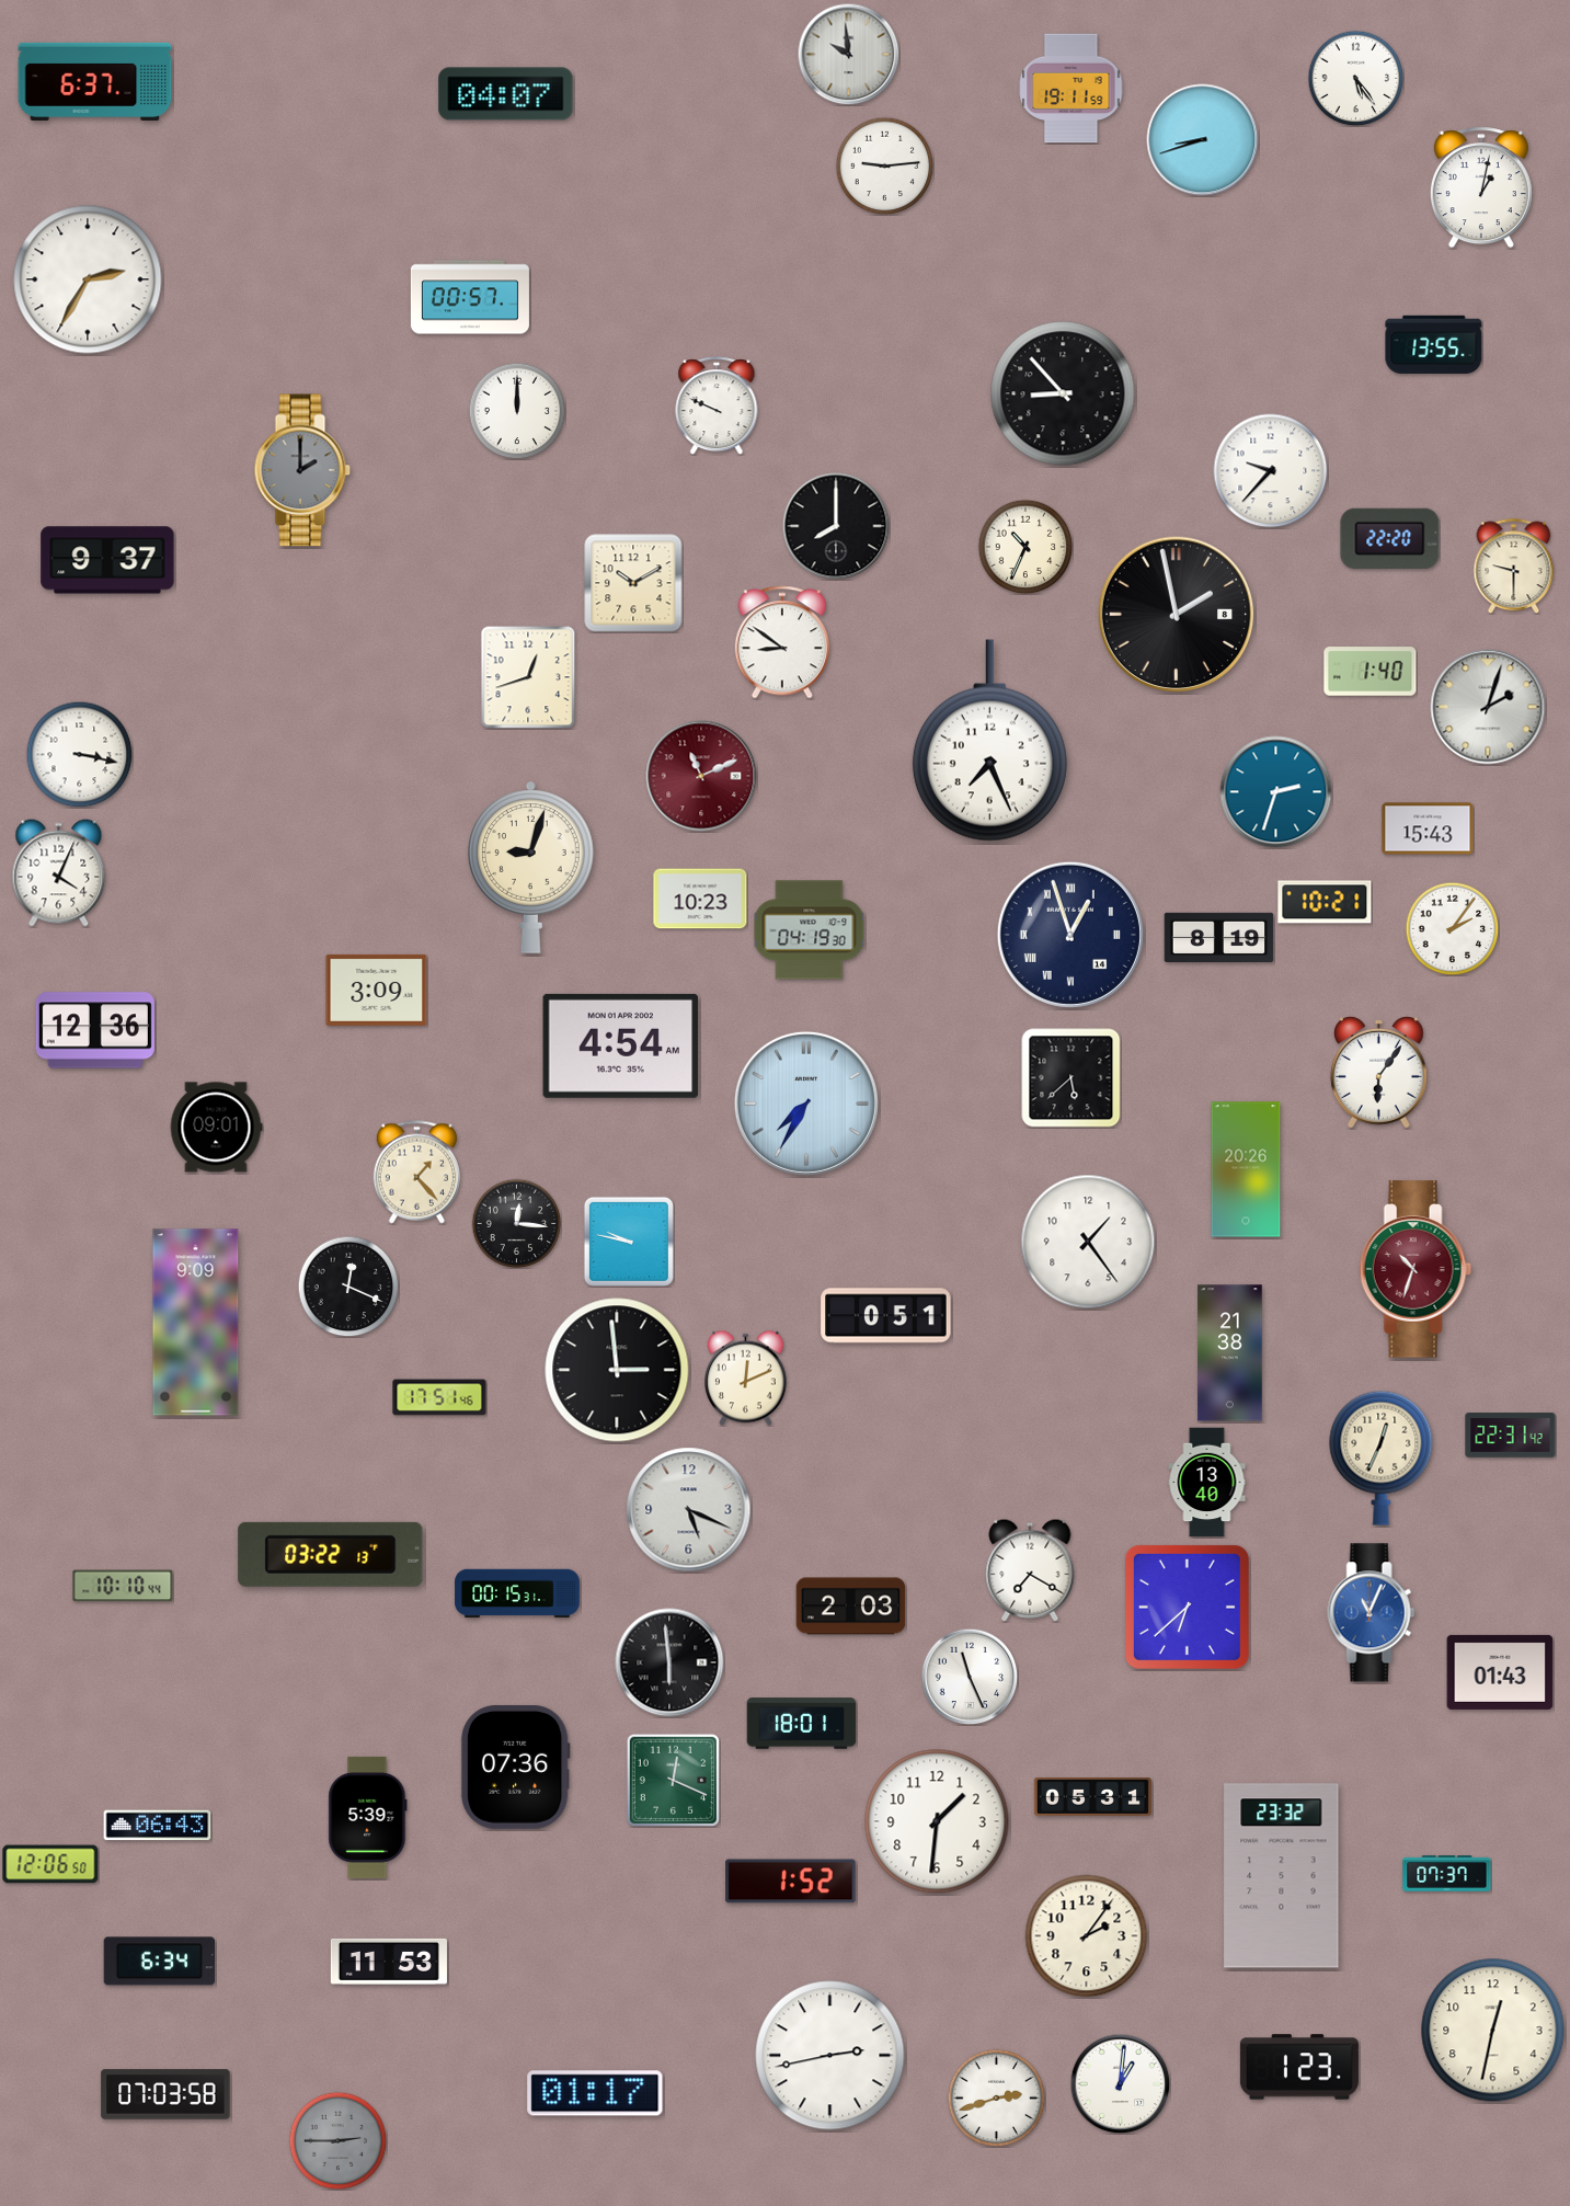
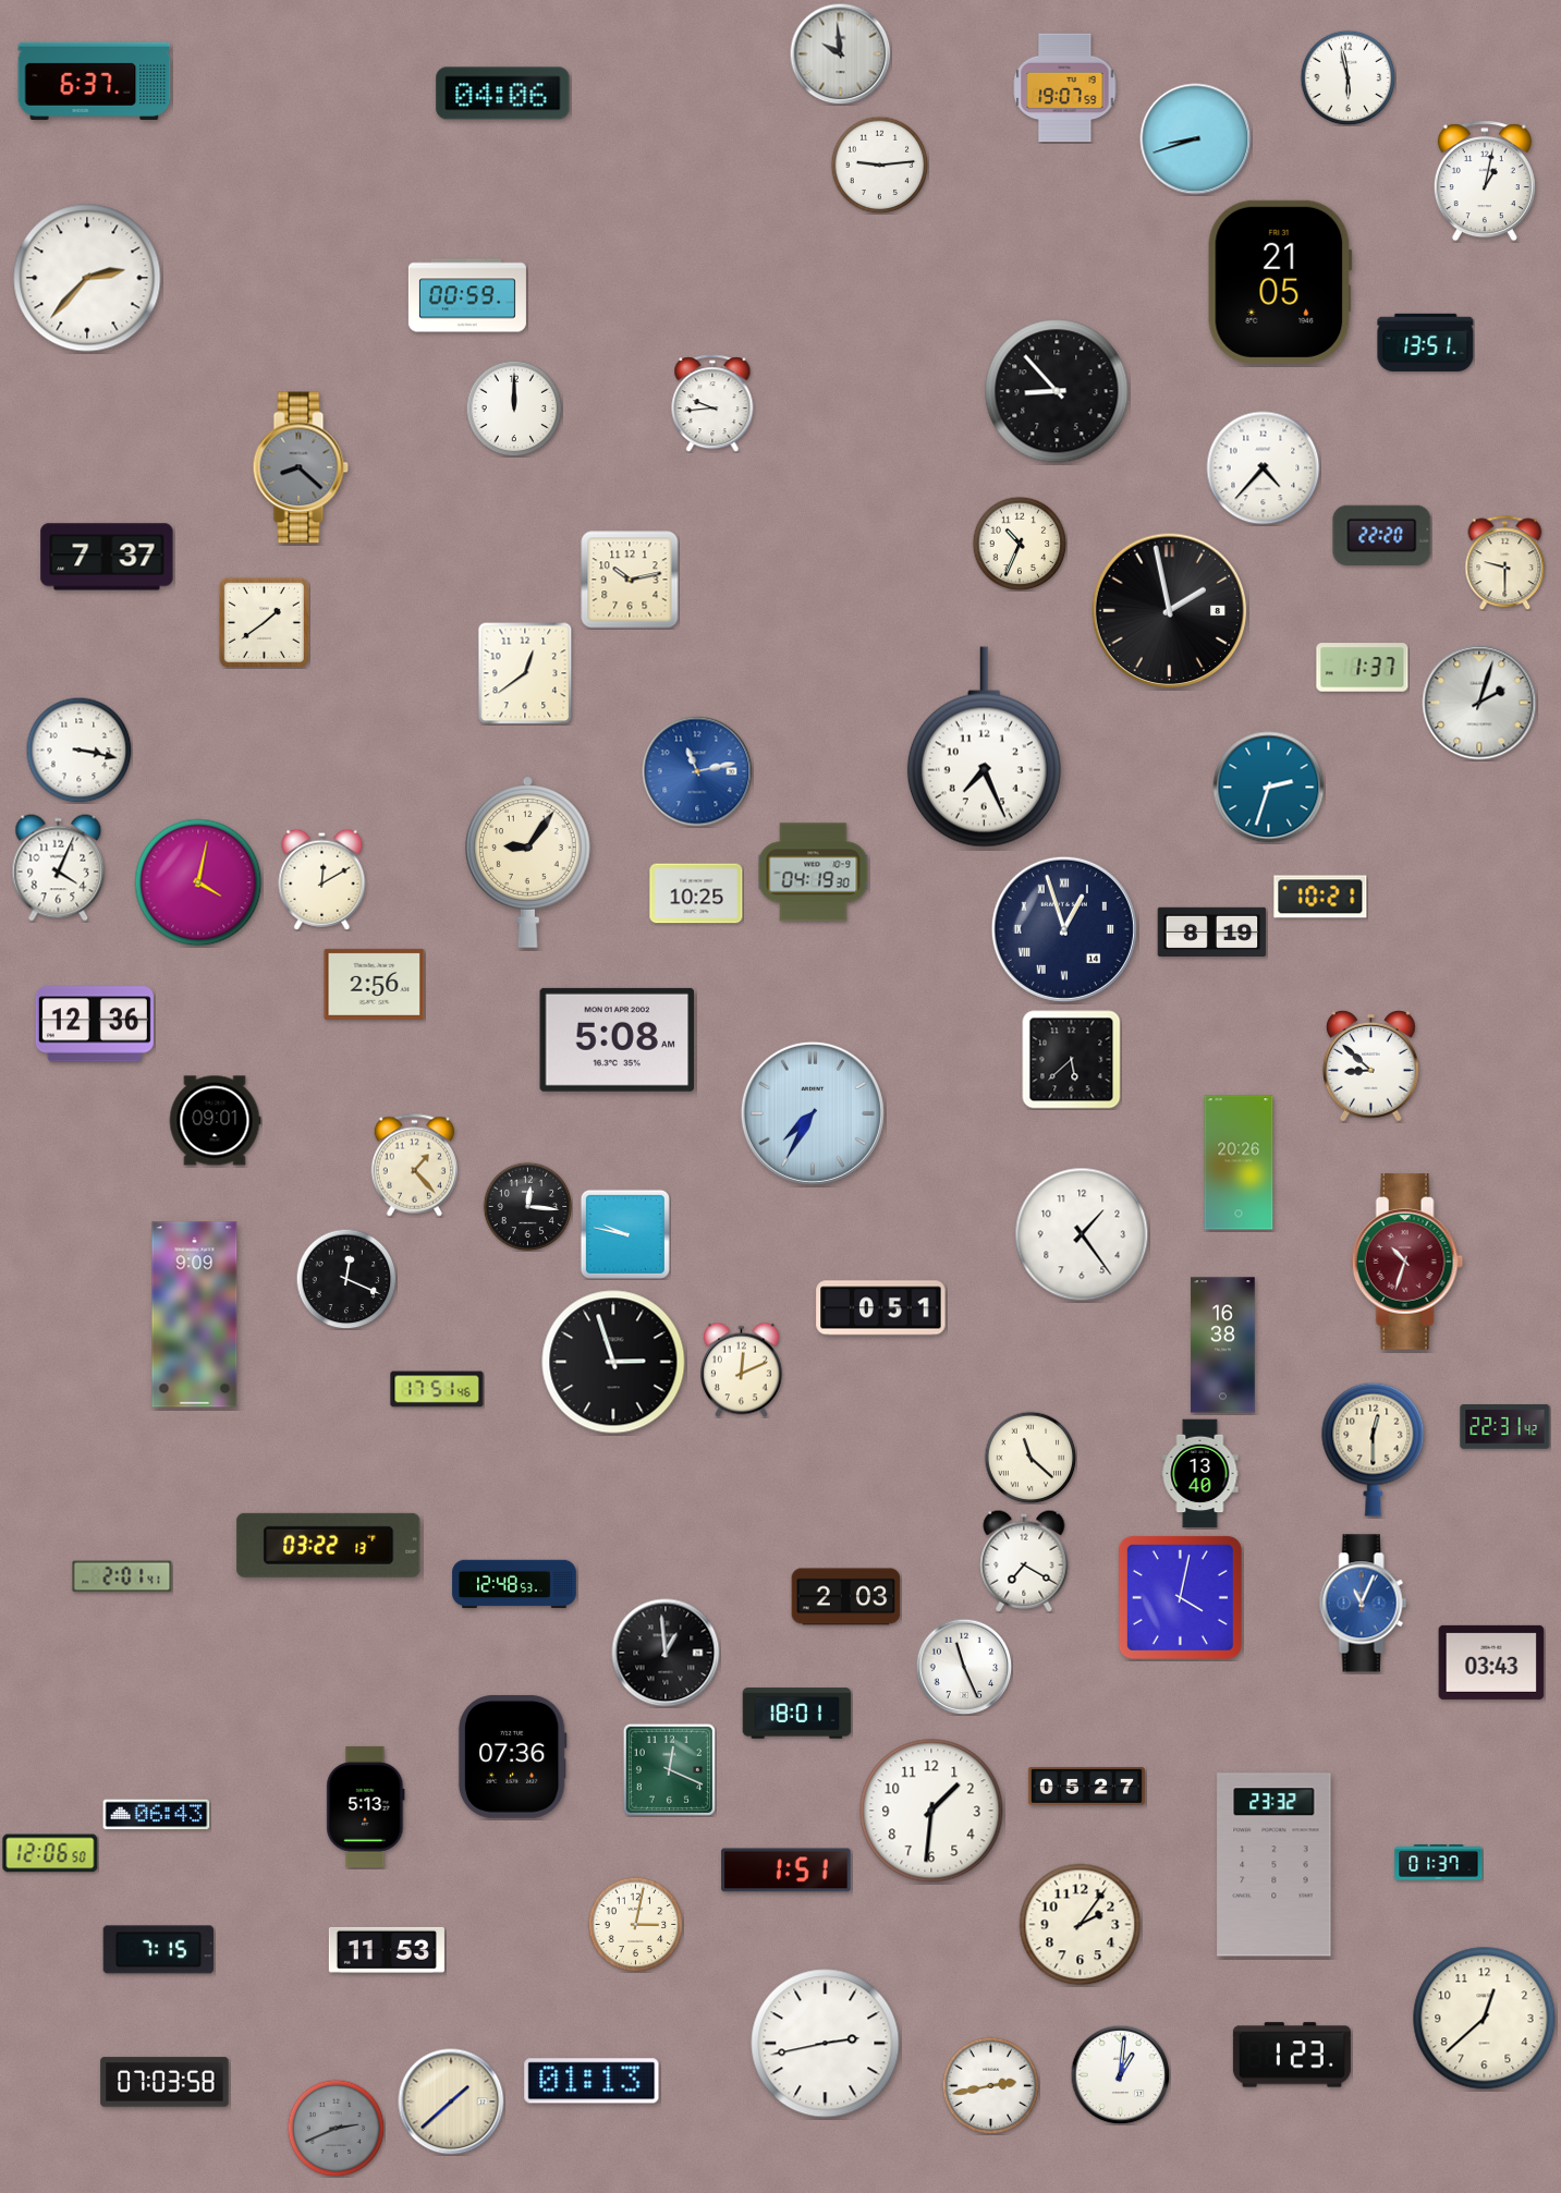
clock at (848, 54) position: (848, 54) -> (840, 53)
clock at (1355, 78): 5:24 -> 5:58
clock at (1072, 89): 19:11 -> 19:07
clock at (506, 94): 04:07 -> 04:06
clock at (1481, 187) position: (1481, 187) -> (1485, 181)
clock at (88, 279): 2:35 -> 2:37
clock at (1280, 282): none -> 21:05
clock at (470, 297): 00:57 -> 00:59
clock at (1434, 344): 13:55 -> 13:51
clock at (717, 405): 9:49 -> 9:44
clock at (302, 470): 2:00 -> 8:22
clock at (1271, 471): 9:37 -> 4:37
clock at (836, 526): 8:00 -> none
clock at (107, 560): 9:37 -> 7:37
clock at (633, 583): 10:10 -> 10:13
clock at (264, 622): none -> 1:39
clock at (782, 642): 8:51 -> none
clock at (1371, 672): 1:40 -> 1:37
clock at (528, 677): 12:42 -> 12:39
clock at (989, 741) position: (989, 741) -> (984, 747)
clock at (701, 776): 11:11 -> 11:13
clock at (701, 776) dial: burgundy -> blue
clock at (1428, 828): 15:43 -> none
clock at (531, 867): 9:03 -> 9:06
clock at (322, 879): none -> 12:10
clock at (198, 882): none -> 4:02
clock at (700, 899): 10:23 -> 10:25
clock at (1325, 902) position: (1325, 902) -> (1320, 897)
clock at (1452, 928): 2:06 -> none
clock at (810, 930) position: (810, 930) -> (814, 873)
clock at (377, 990): 3:09 -> 2:56
clock at (621, 1045): 4:54 -> 5:08
clock at (1378, 1072): 6:06 -> 8:52
clock at (1072, 1078) position: (1072, 1078) -> (1072, 1060)
clock at (806, 1104) position: (806, 1104) -> (813, 1113)
clock at (516, 1223) position: (516, 1223) -> (527, 1206)
clock at (1230, 1353): 21:38 -> 16:38
clock at (617, 1370): 2:59 -> 2:57
clock at (1511, 1436) position: (1511, 1436) -> (1505, 1427)
clock at (1382, 1458): 12:34 -> 12:30
clock at (1030, 1458): none -> 11:22
clock at (689, 1510): 5:19 -> none
clock at (123, 1586): 10:10 -> 2:01
clock at (517, 1593): 00:15 -> 12:48
clock at (1187, 1607): 6:38 -> 4:02
clock at (669, 1662): 5:59 -> 12:59
clock at (1500, 1672): 01:43 -> 03:43
clock at (1092, 1796): 05:31 -> 05:27
clock at (368, 1817): 5:39 -> 5:13
clock at (1447, 1874): 07:37 -> 01:37
clock at (791, 1882): 1:52 -> 1:51
clock at (635, 1924): none -> 3:02
clock at (160, 1962): 6:34 -> 7:15
clock at (1493, 2031): 12:32 -> 12:38
clock at (1120, 2083) position: (1120, 2083) -> (1120, 2074)
clock at (595, 2093): 01:17 -> 01:13
clock at (996, 2098): 2:42 -> 2:43
clock at (451, 2101): none -> 1:38
clock at (337, 2140): 2:45 -> 2:41
